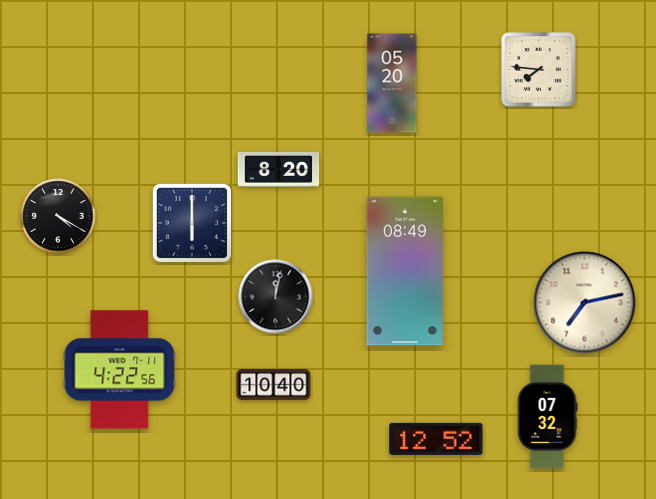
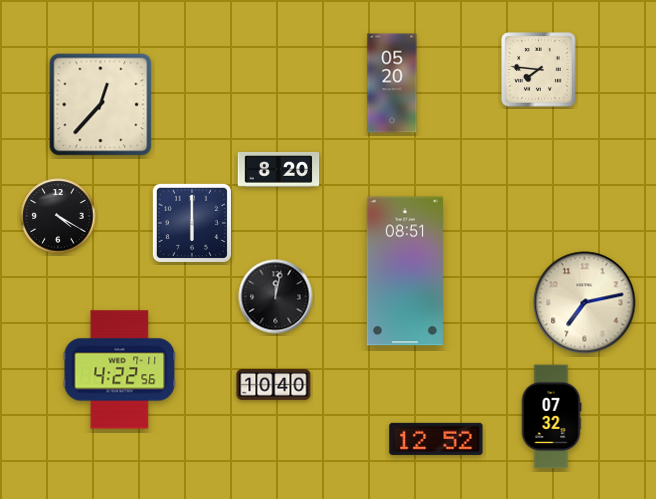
clock at (101, 105): none -> 12:37
clock at (405, 271): 08:49 -> 08:51
clock at (547, 417) position: (547, 417) -> (551, 417)
